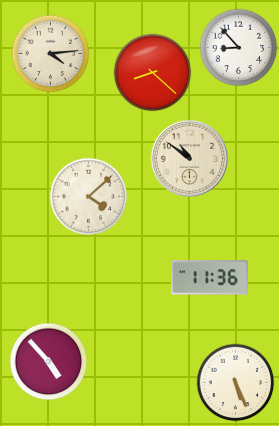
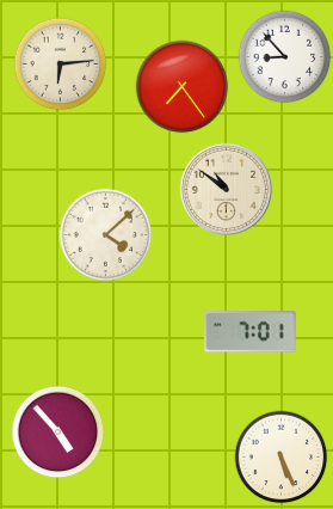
clock at (50, 53): 4:14 -> 6:14
clock at (152, 72): 8:22 -> 7:24
clock at (210, 278): 11:36 -> 7:01
